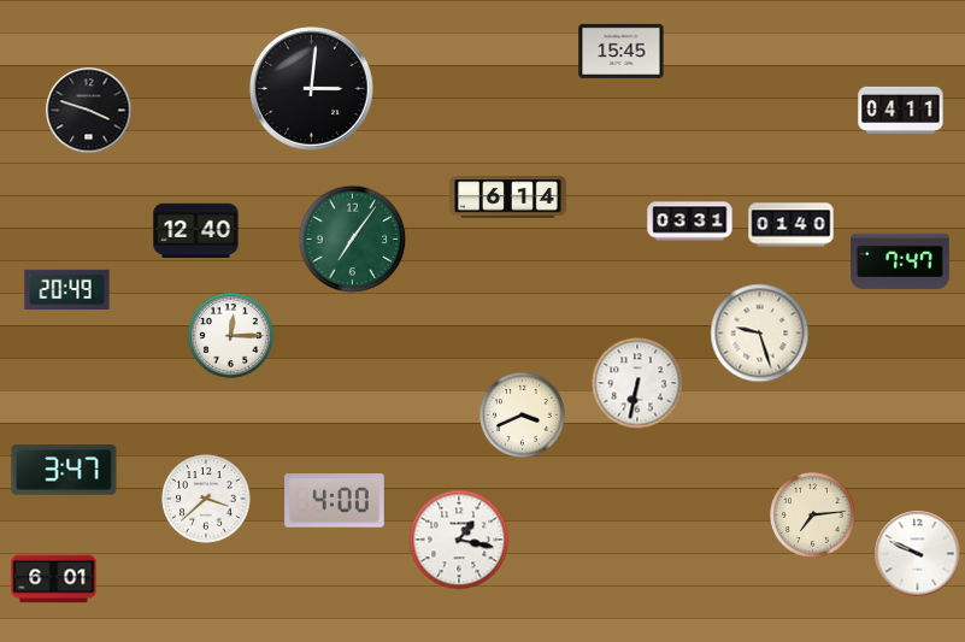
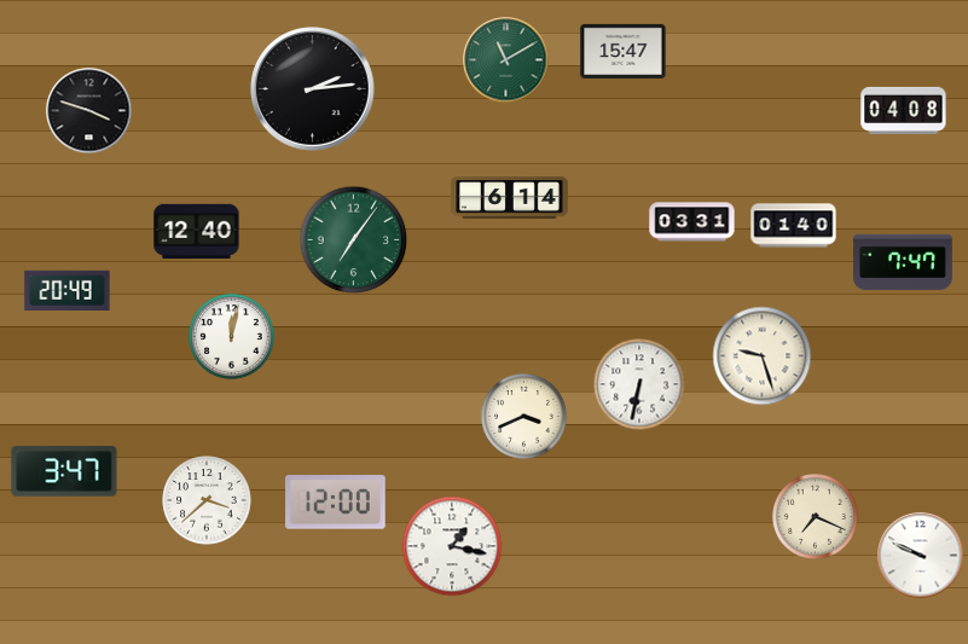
clock at (622, 51): 15:45 -> 15:47
clock at (506, 60): none -> 11:10
clock at (312, 89): 3:01 -> 2:14
clock at (901, 110): 04:11 -> 04:08
clock at (760, 334) position: (760, 334) -> (763, 356)
clock at (231, 336): 12:15 -> 12:02
clock at (335, 501): 4:00 -> 12:00
clock at (813, 516): 7:14 -> 7:19
clock at (459, 540) position: (459, 540) -> (452, 546)
clock at (54, 579): 6:01 -> none
